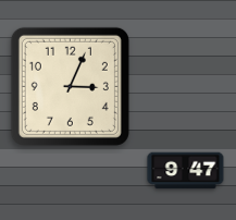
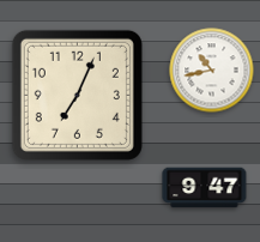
clock at (212, 71): none -> 10:43
clock at (70, 86): 3:04 -> 7:04
